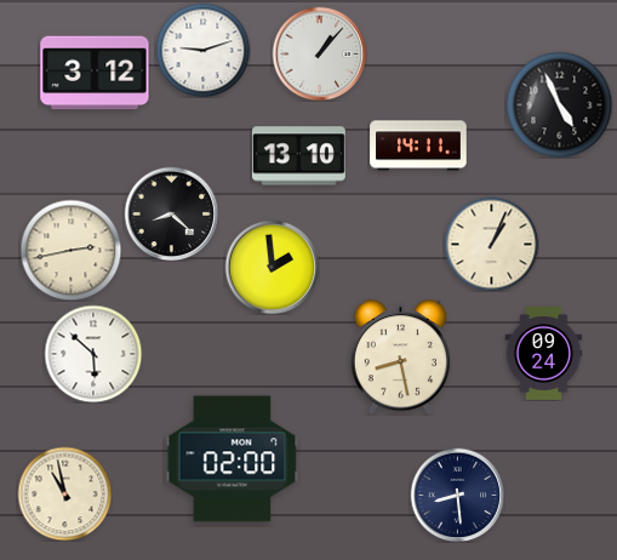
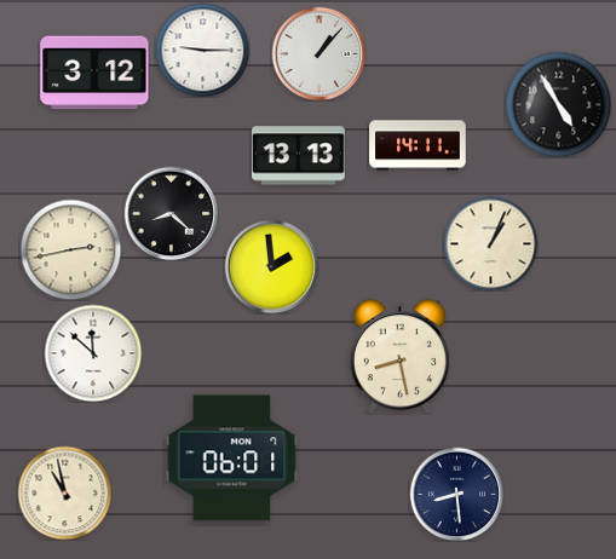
clock at (202, 50): 9:12 -> 9:15
clock at (559, 104): 4:56 -> 4:55
clock at (298, 156): 13:10 -> 13:13
clock at (93, 354): 5:52 -> 11:52
clock at (544, 354): 09:24 -> none
clock at (233, 459): 02:00 -> 06:01
